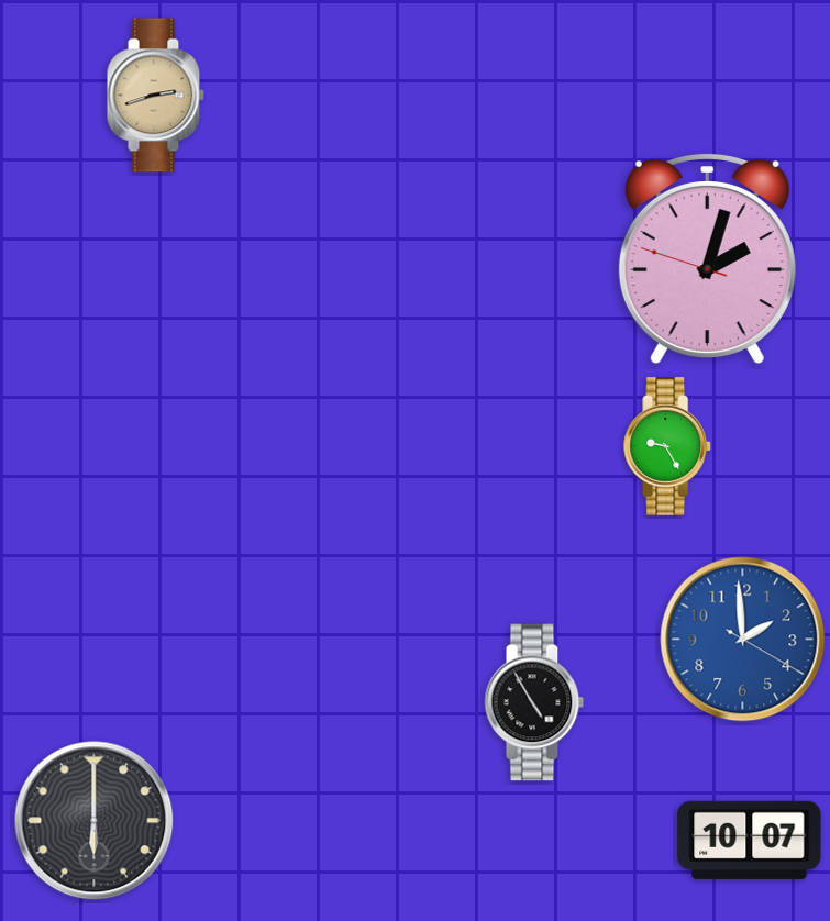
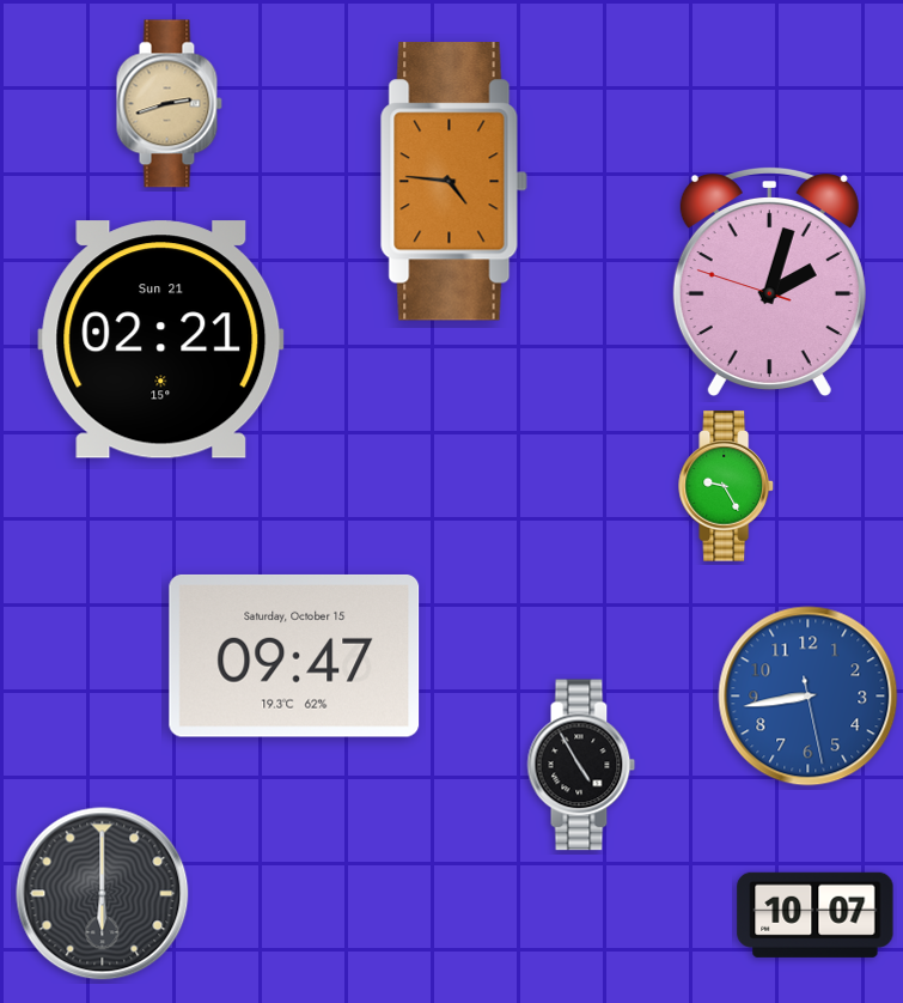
clock at (453, 182): none -> 4:46
clock at (161, 340): none -> 02:21
clock at (294, 656): none -> 09:47
clock at (743, 640): 1:59 -> 8:43
